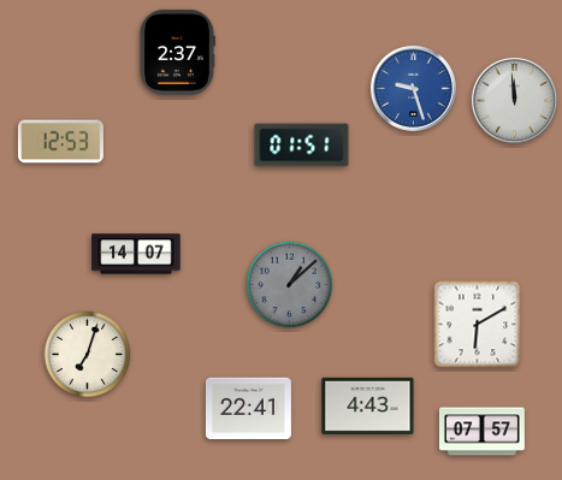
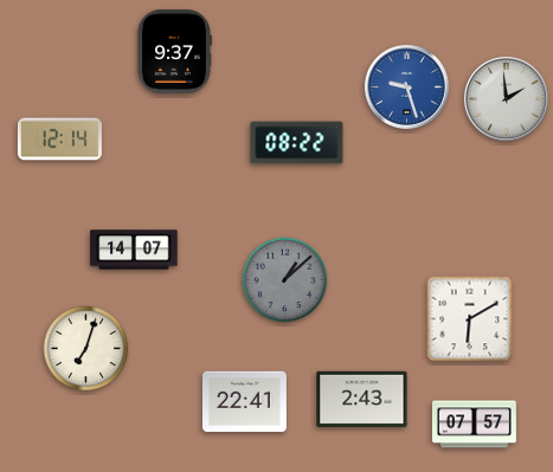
clock at (177, 52): 2:37 -> 9:37
clock at (514, 100): 11:59 -> 1:59
clock at (60, 142): 12:53 -> 12:14
clock at (302, 146): 01:51 -> 08:22
clock at (368, 405): 4:43 -> 2:43
